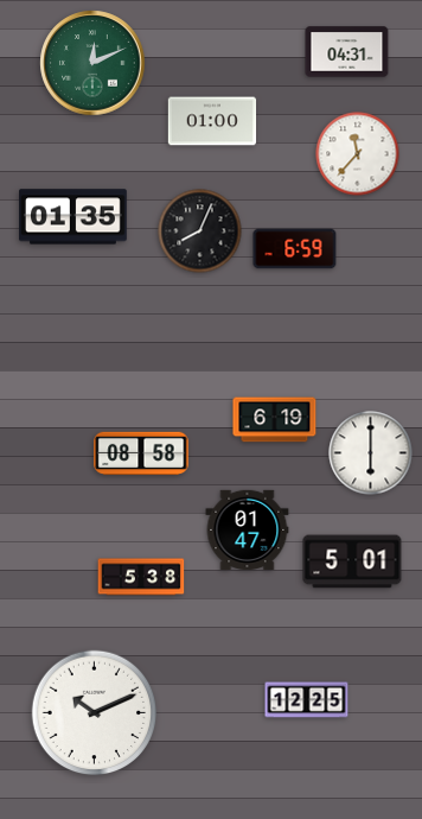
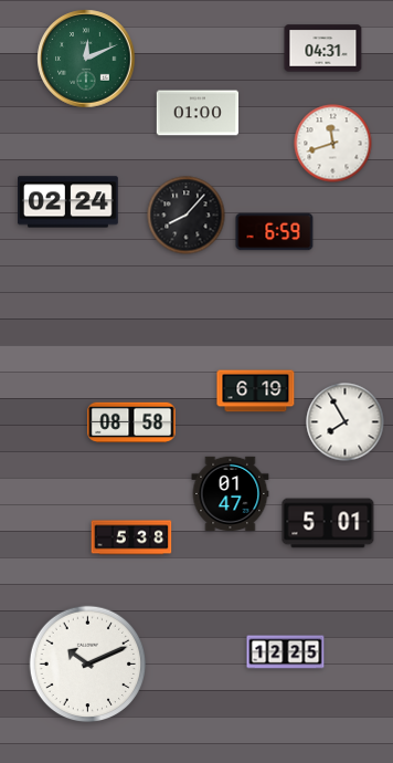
clock at (358, 154): 11:37 -> 11:42
clock at (73, 217): 01:35 -> 02:24
clock at (200, 231): 8:04 -> 8:07
clock at (371, 453): 6:00 -> 7:55
